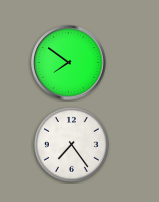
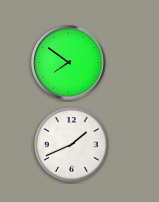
clock at (71, 144): 7:24 -> 1:41
